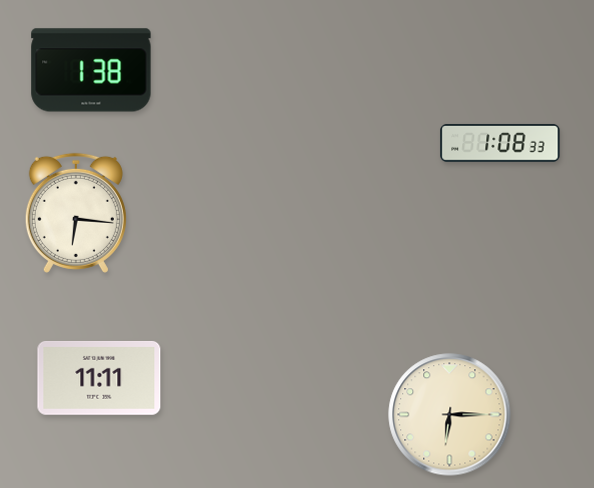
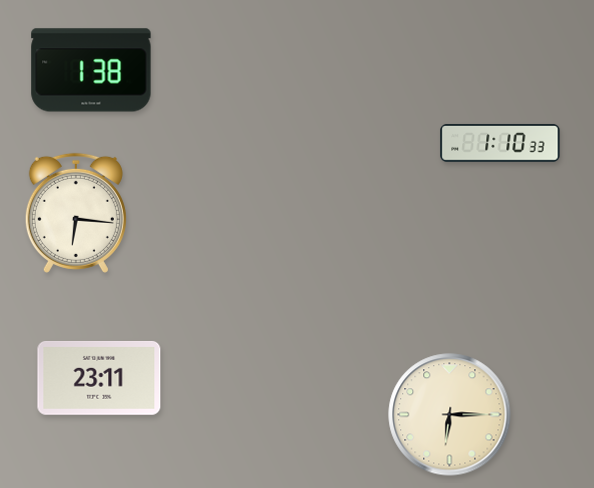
clock at (500, 143): 1:08 -> 1:10
clock at (99, 378): 11:11 -> 23:11
